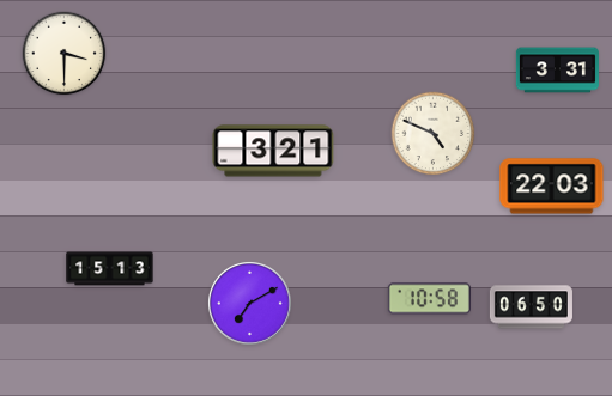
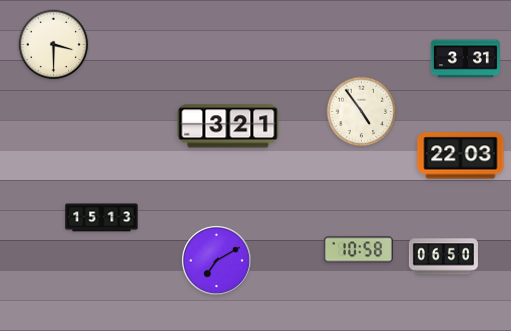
clock at (434, 134): 4:49 -> 4:54
clock at (110, 269) position: (110, 269) -> (102, 218)
clock at (249, 303) position: (249, 303) -> (216, 260)
